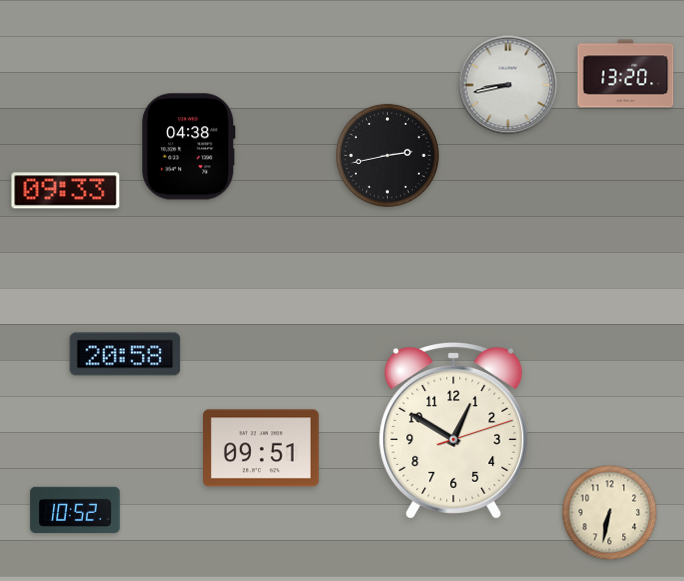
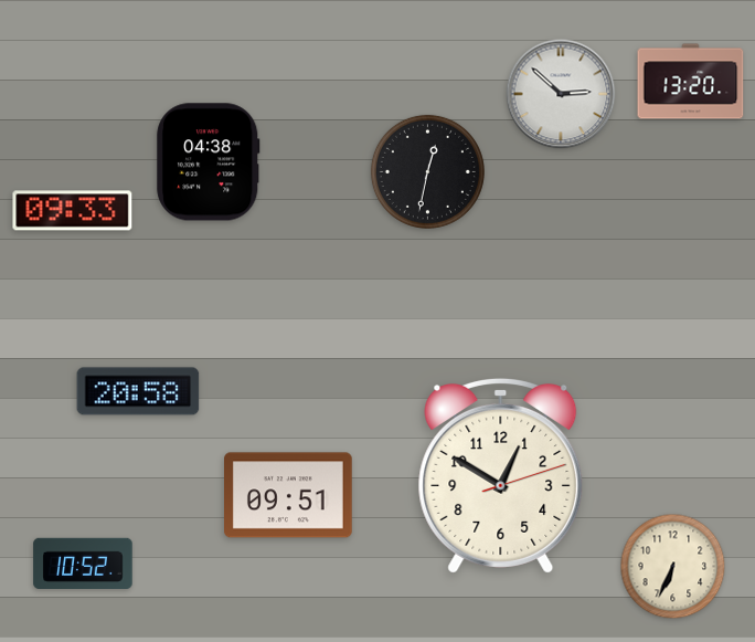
clock at (508, 85): 8:43 -> 2:52
clock at (387, 155): 2:43 -> 12:32
clock at (610, 513): 6:32 -> 6:34
